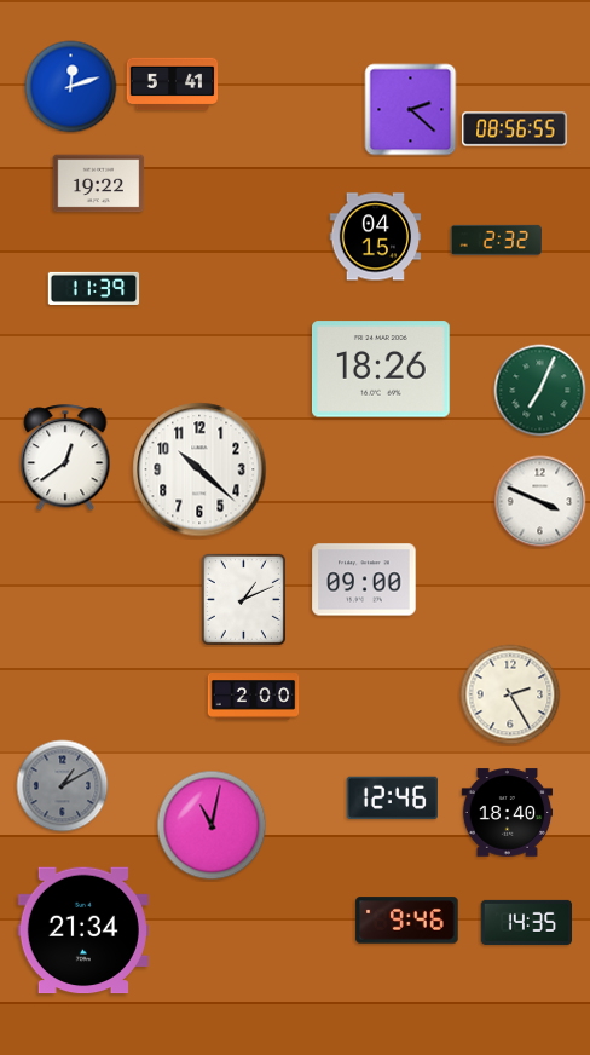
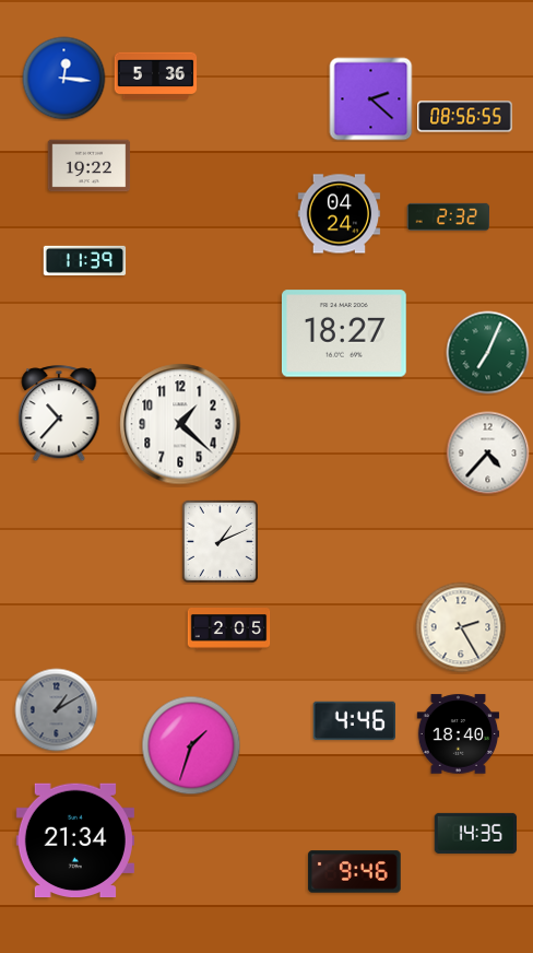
clock at (173, 85): 5:41 -> 5:36
clock at (71, 87): 12:12 -> 12:16
clock at (376, 237): 04:15 -> 04:24
clock at (381, 369): 18:26 -> 18:27
clock at (65, 459): 12:39 -> 10:37
clock at (199, 469): 10:22 -> 1:22
clock at (540, 502): 3:49 -> 4:37
clock at (364, 580): 09:00 -> none
clock at (254, 697): 2:00 -> 2:05
clock at (392, 799): 12:46 -> 4:46
clock at (212, 825): 11:02 -> 1:33
clock at (407, 921) position: (407, 921) -> (355, 872)
